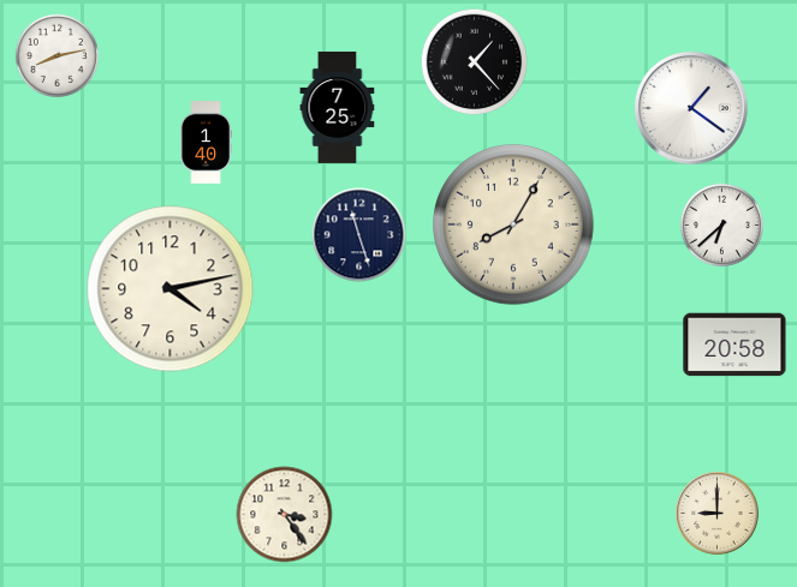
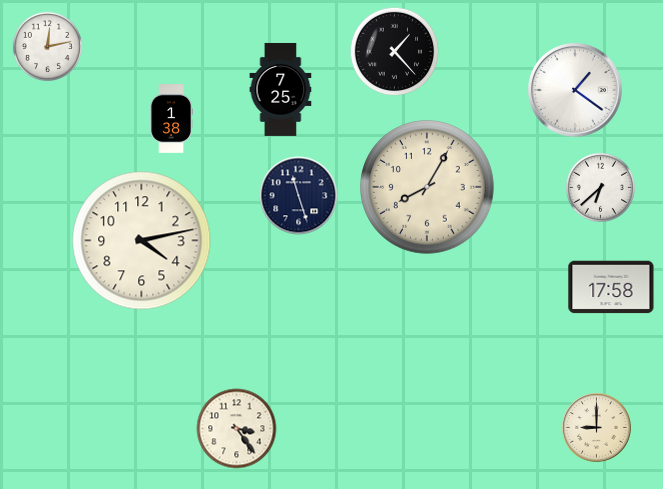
clock at (56, 55): 8:13 -> 12:13
clock at (206, 143): 1:40 -> 1:38
clock at (734, 345): 20:58 -> 17:58
